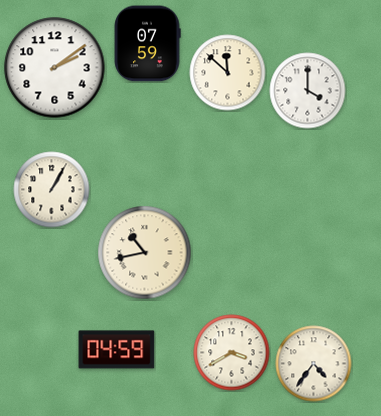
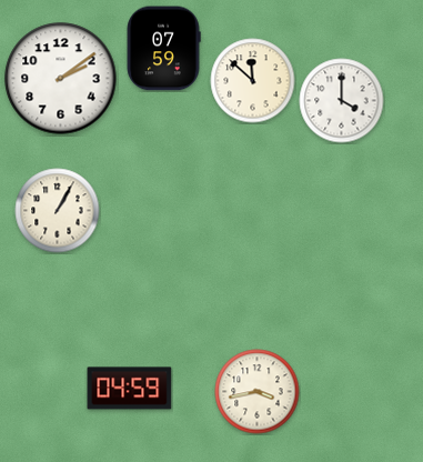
clock at (55, 68) position: (55, 68) -> (61, 79)
clock at (145, 253): 10:43 -> none
clock at (232, 353): 3:40 -> 3:43
clock at (314, 364): 4:36 -> none
